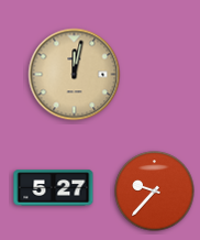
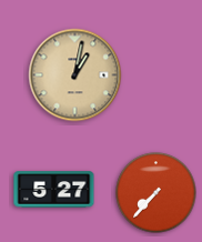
clock at (75, 75): 12:02 -> 1:02
clock at (155, 192): 9:37 -> 7:37
